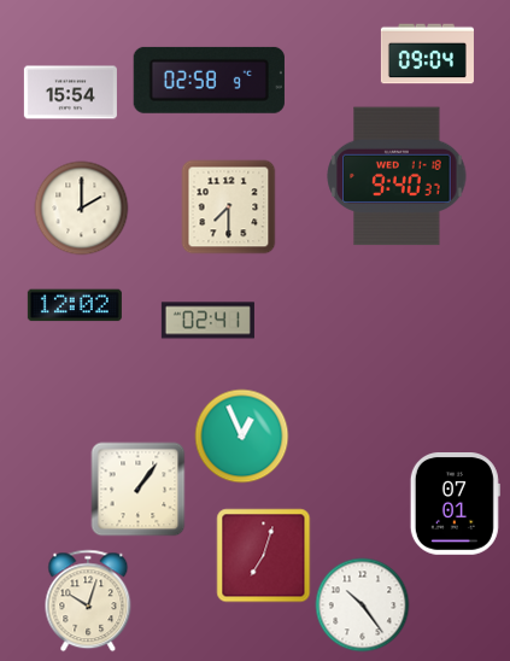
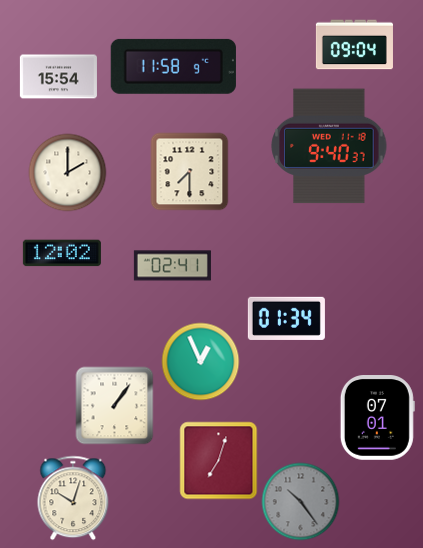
clock at (209, 80): 02:58 -> 11:58
clock at (286, 318): none -> 01:34
clock at (362, 604) dial: white -> grey
